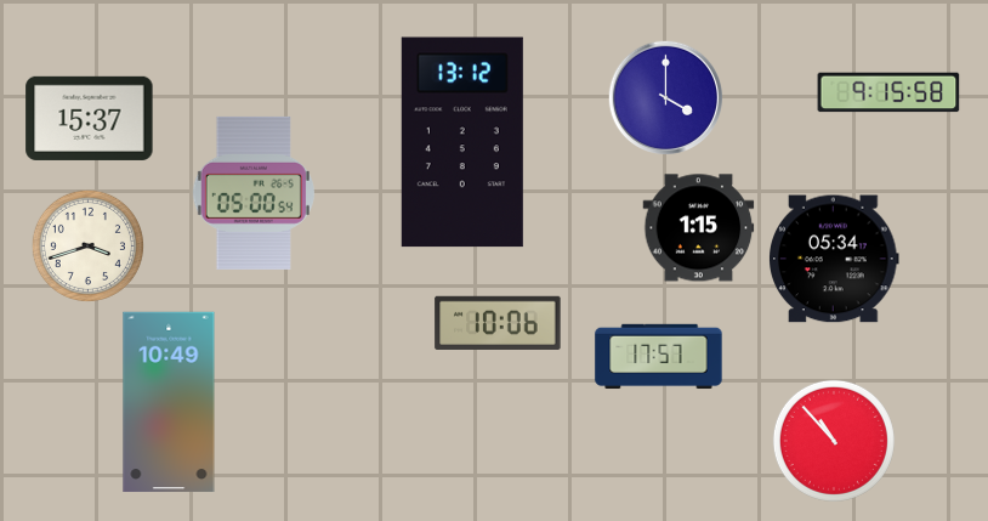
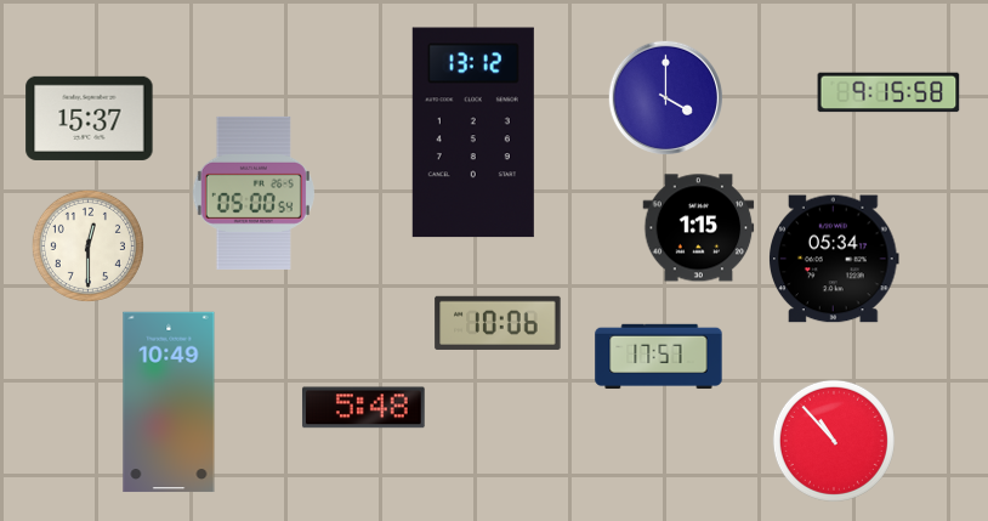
clock at (462, 142) position: (462, 142) -> (473, 132)
clock at (87, 245): 3:42 -> 12:30
clock at (363, 408): none -> 5:48
